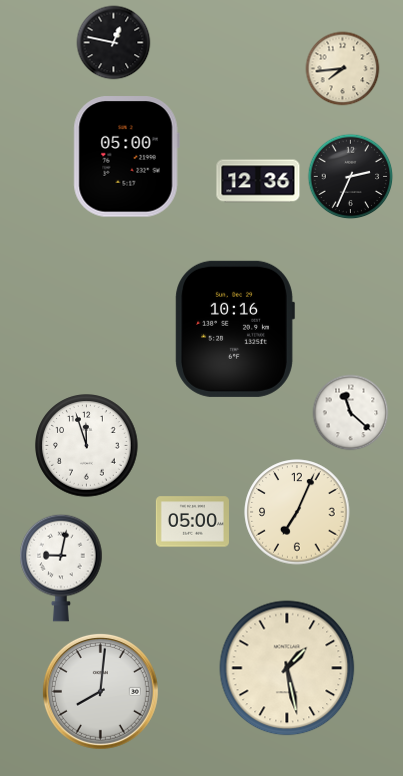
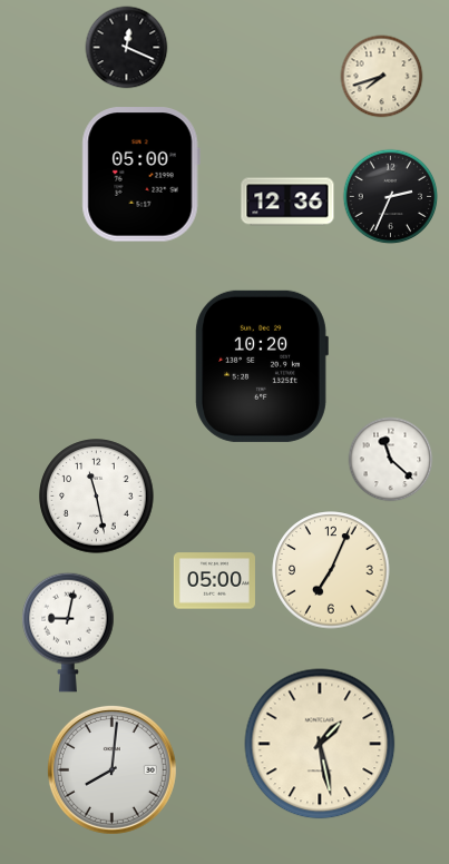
clock at (114, 43): 12:47 -> 12:19
clock at (343, 69): 7:44 -> 7:42
clock at (235, 329): 10:16 -> 10:20
clock at (87, 446): 11:57 -> 11:28
